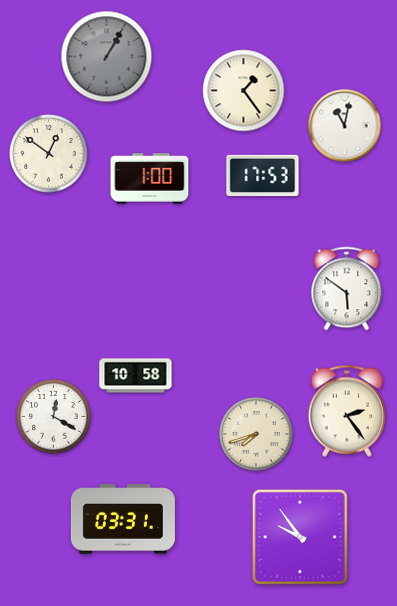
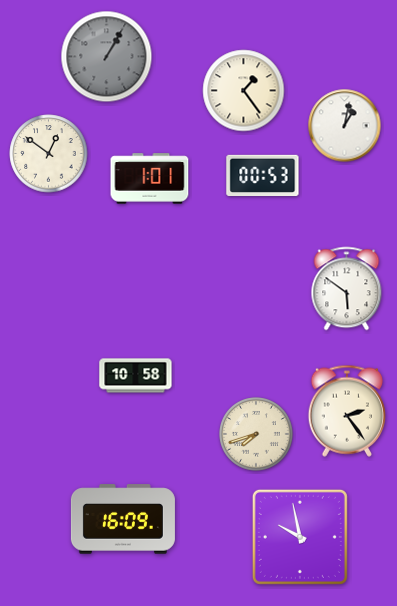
clock at (345, 126): 11:02 -> 1:02
clock at (263, 176): 17:53 -> 00:53
clock at (150, 179): 1:00 -> 1:01
clock at (54, 417): 12:20 -> none
clock at (123, 519): 03:31 -> 16:09
clock at (300, 537): 9:54 -> 9:58
